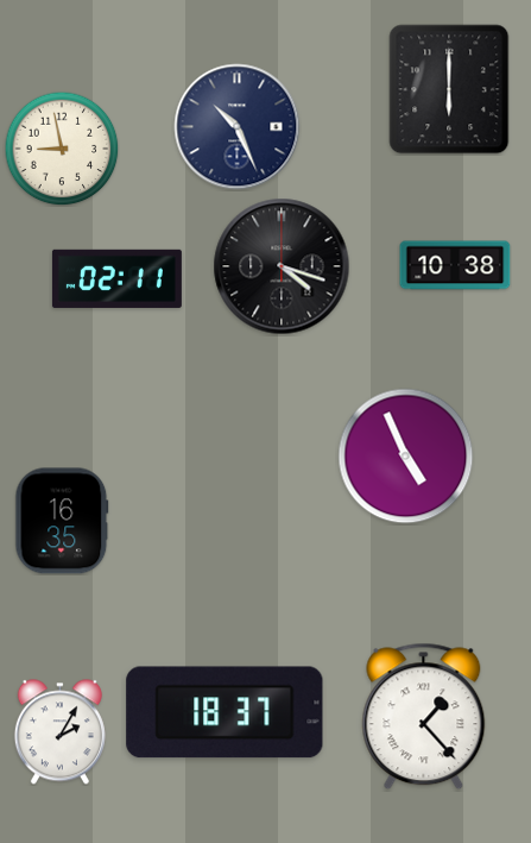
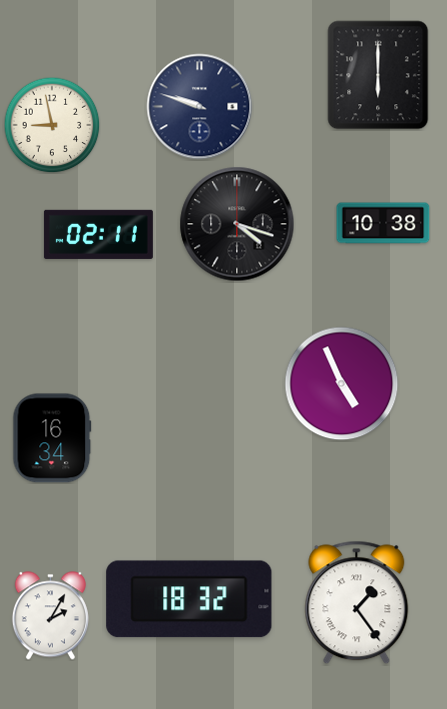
clock at (238, 127): 10:26 -> 9:48
clock at (62, 521): 16:35 -> 16:34
clock at (225, 712): 18:37 -> 18:32
clock at (424, 717): 1:23 -> 1:24
